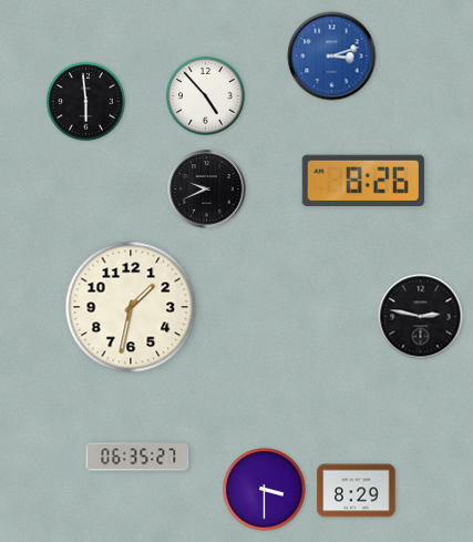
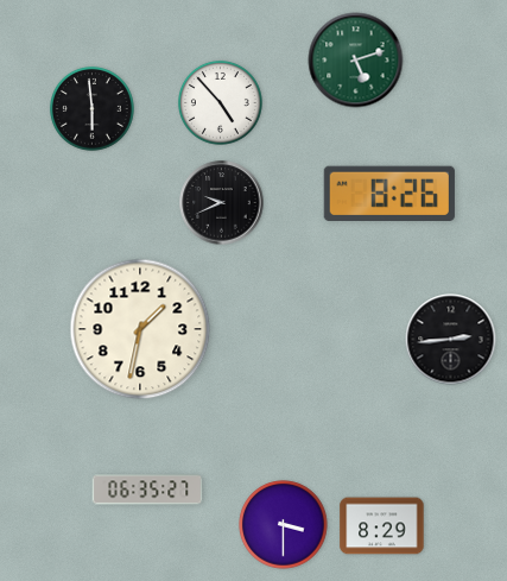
clock at (332, 57): 3:12 -> 5:12
clock at (332, 57) dial: blue -> green
clock at (421, 317): 2:47 -> 2:44
